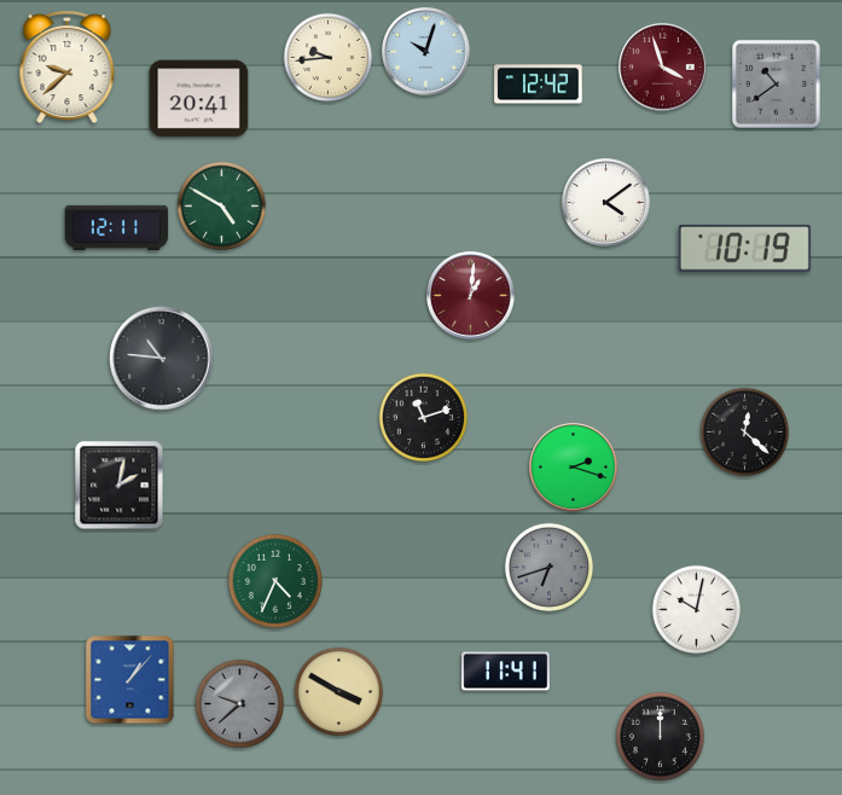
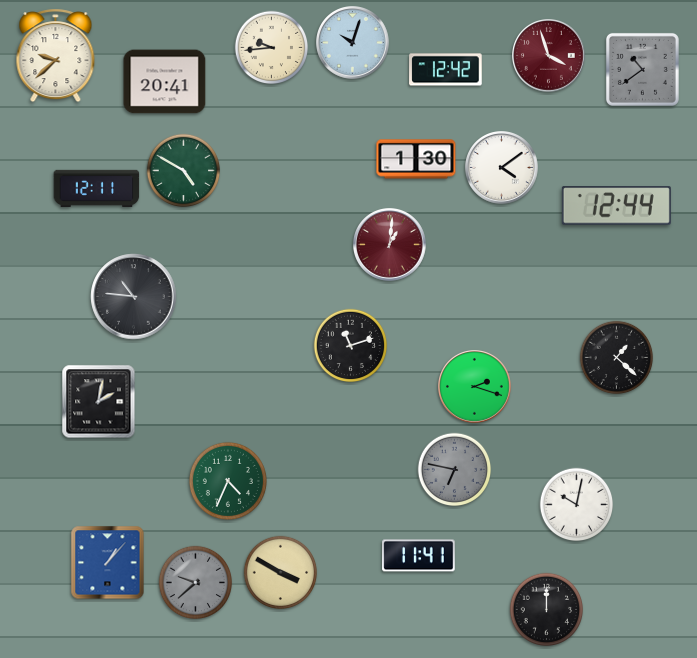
clock at (416, 159): none -> 1:30
clock at (744, 249): 10:19 -> 12:44
clock at (745, 433): 12:22 -> 1:22
clock at (550, 568): 6:42 -> 6:47
clock at (240, 704) position: (240, 704) -> (196, 583)
